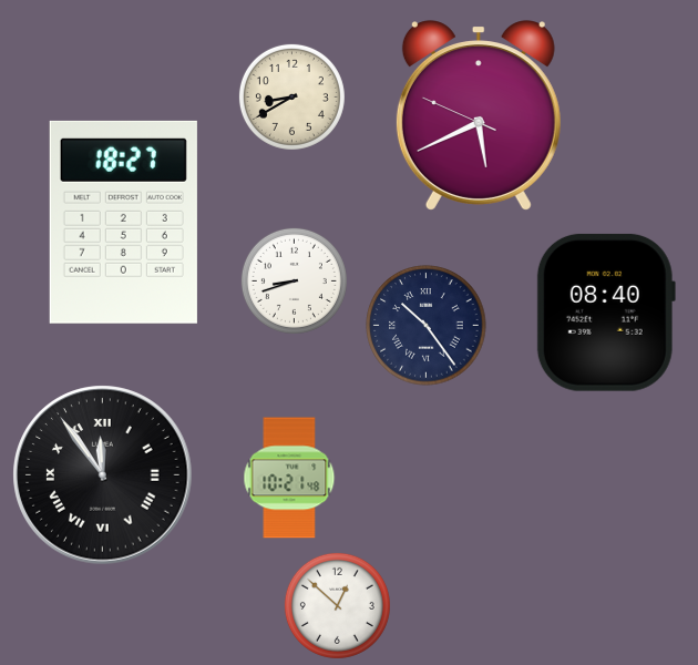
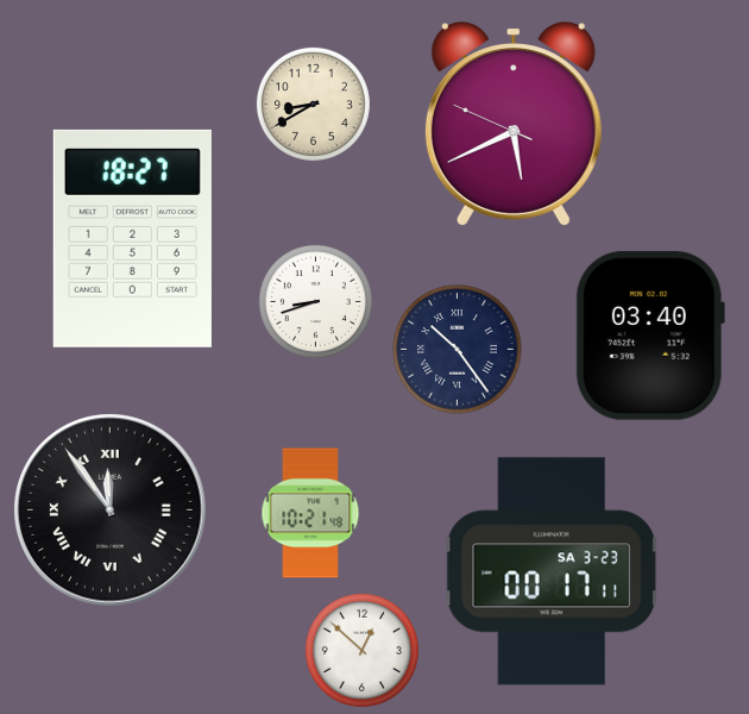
clock at (606, 313): 08:40 -> 03:40
clock at (552, 571): none -> 00:17
